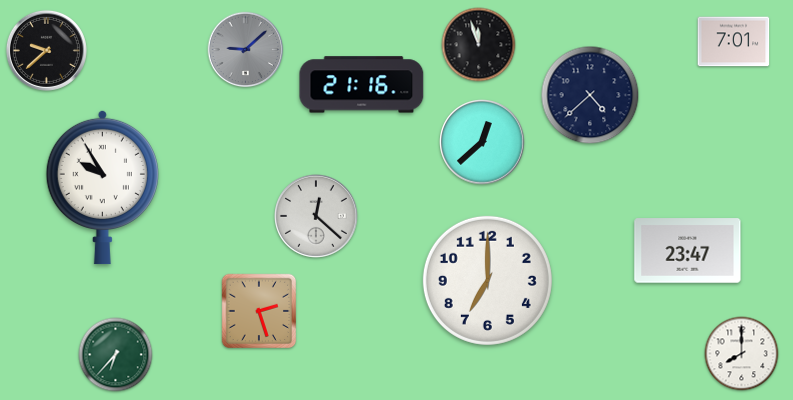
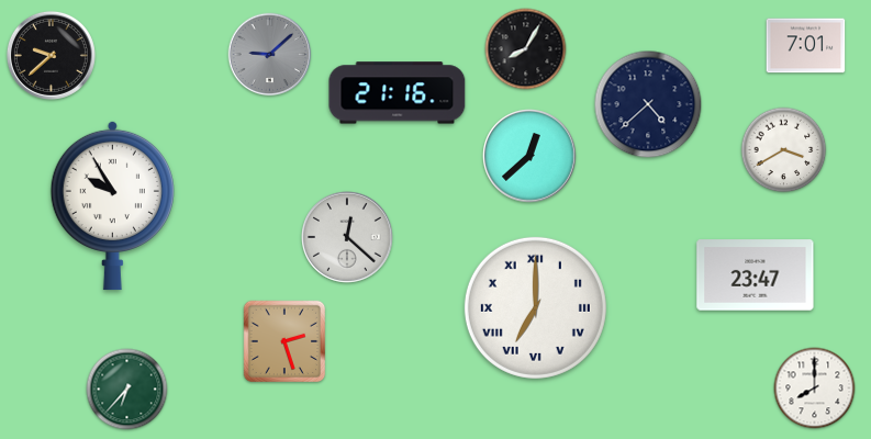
clock at (479, 45): 11:57 -> 8:05
clock at (784, 150): none -> 3:40
clock at (487, 280) numerals: Arabic -> Roman
